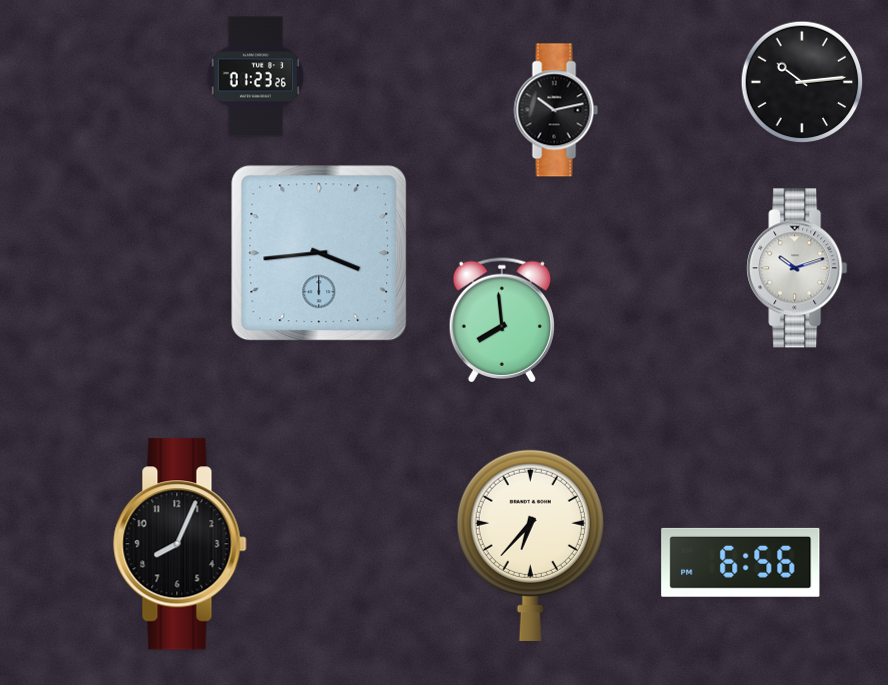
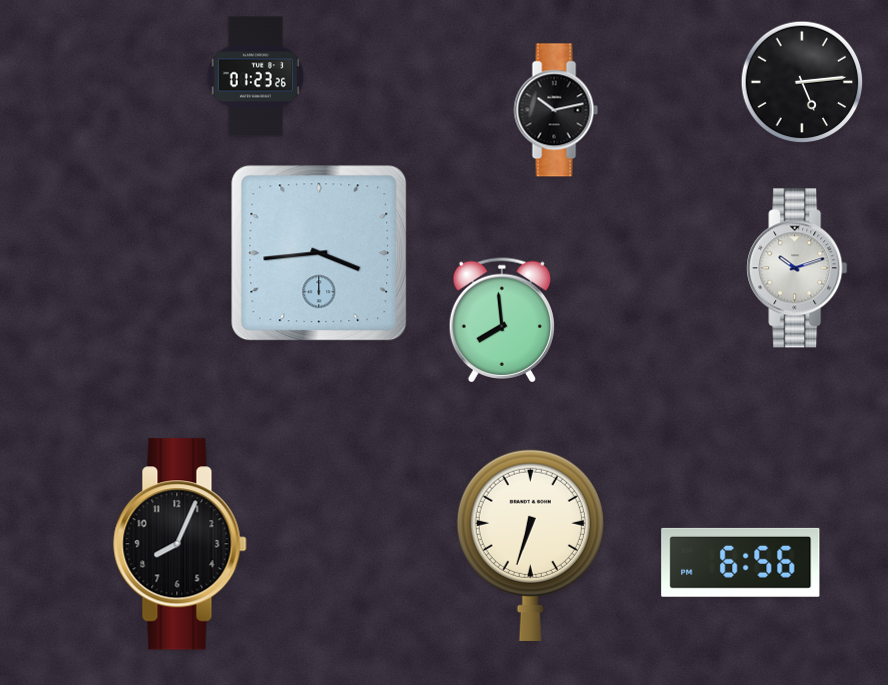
clock at (802, 82): 10:14 -> 5:14
clock at (530, 545): 6:37 -> 6:33
